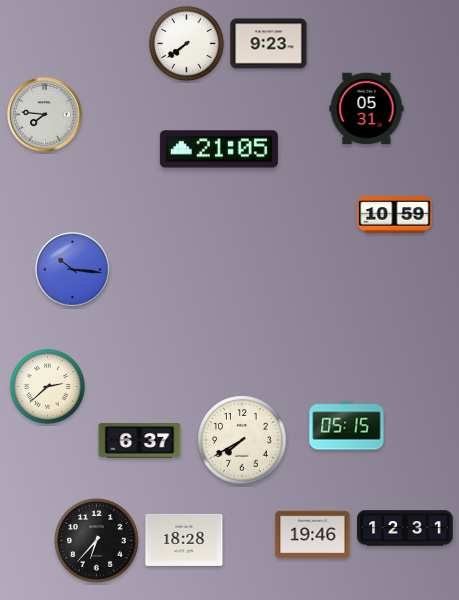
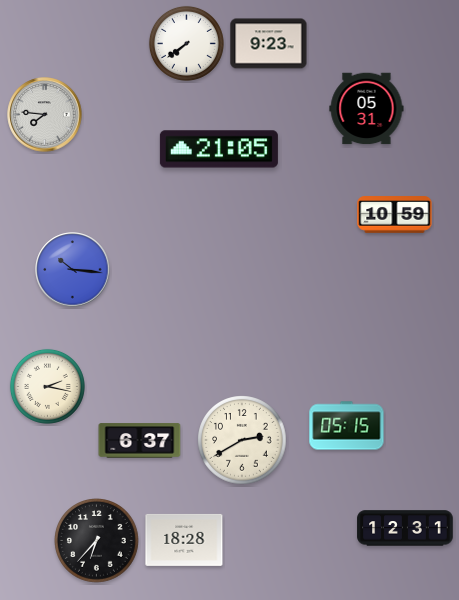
clock at (47, 386): 2:38 -> 2:17
clock at (242, 440): 7:40 -> 2:40
clock at (313, 535): 19:46 -> none
